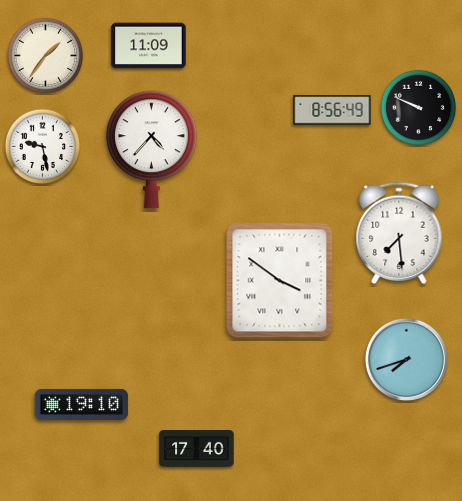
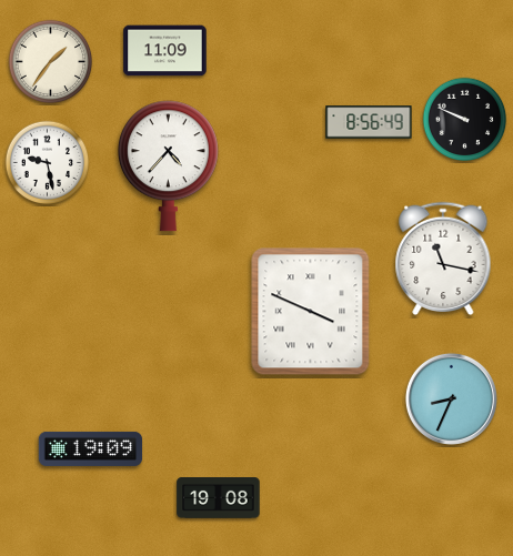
clock at (399, 233): 7:29 -> 11:17
clock at (280, 281): 3:51 -> 3:49
clock at (406, 359): 7:42 -> 8:34
clock at (82, 404): 19:10 -> 19:09
clock at (197, 449): 17:40 -> 19:08
